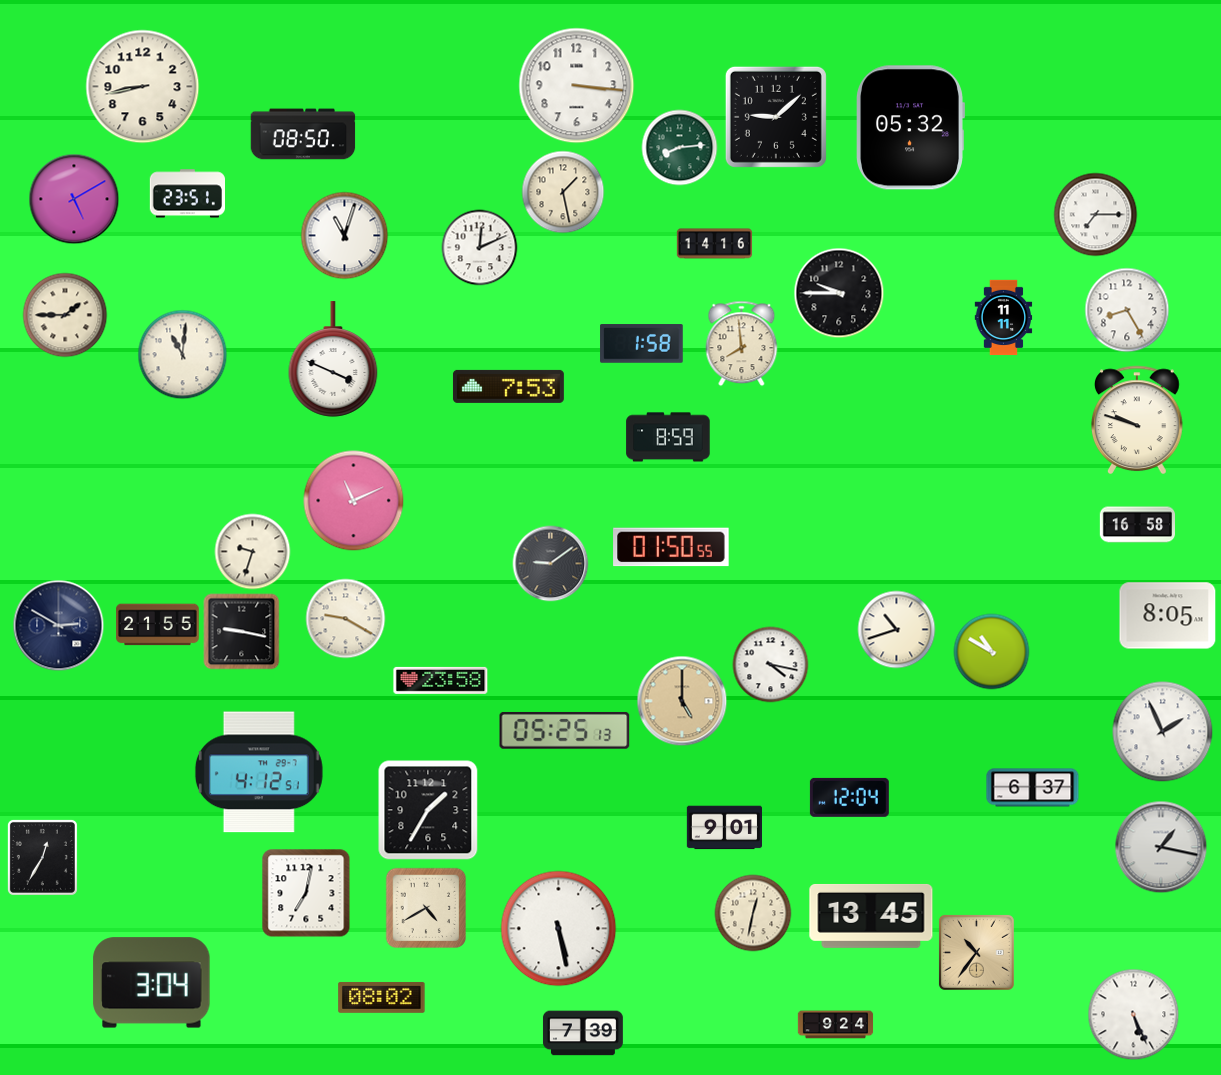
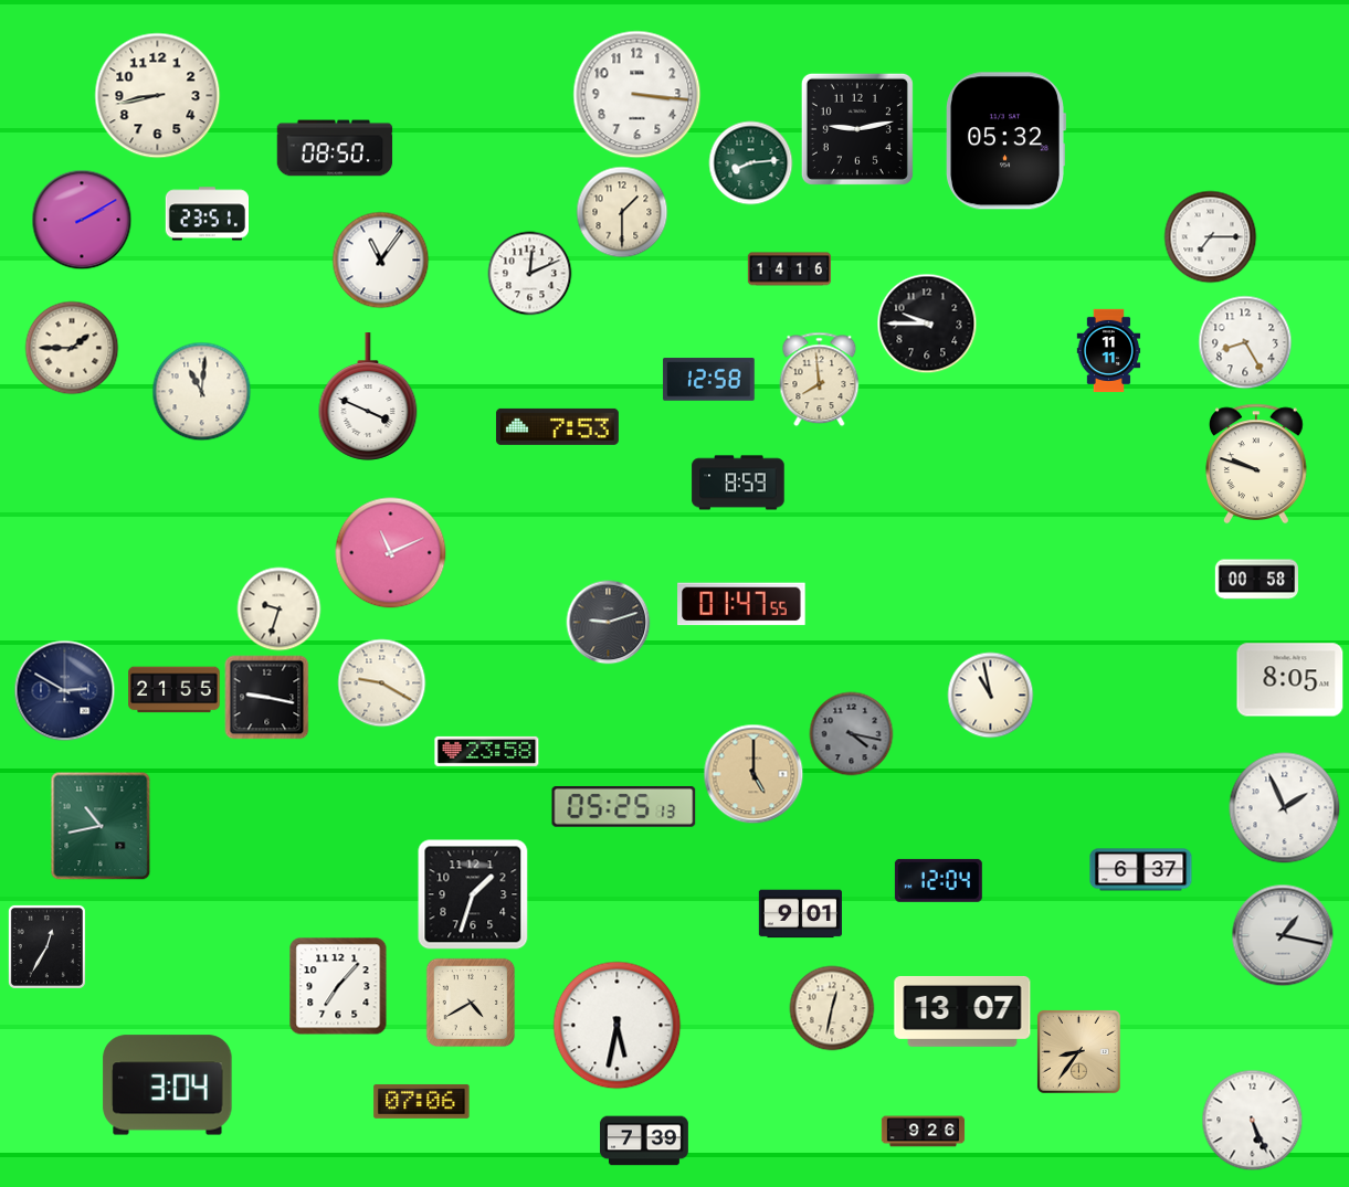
clock at (776, 117): 9:08 -> 9:13
clock at (563, 192): 1:28 -> 1:30
clock at (74, 199): 5:10 -> 2:10
clock at (345, 236): 11:03 -> 11:06
clock at (642, 344): 1:58 -> 12:58
clock at (508, 386) position: (508, 386) -> (557, 426)
clock at (1137, 525): 16:58 -> 00:58
clock at (671, 547): 01:50 -> 01:47
clock at (551, 564): 9:09 -> 9:12
clock at (897, 630): 10:42 -> 10:58
clock at (992, 652): 10:50 -> none
clock at (771, 665) dial: white -> grey
clock at (101, 826): none -> 10:43
clock at (259, 772): 4:12 -> none
clock at (428, 810): 1:35 -> 1:33
clock at (306, 893): 7:02 -> 7:07
clock at (871, 916): 13:45 -> 13:07
clock at (559, 929): 5:28 -> 5:32
clock at (976, 952): 10:36 -> 8:36
clock at (382, 997): 08:02 -> 07:06
clock at (836, 1025): 9:24 -> 9:26
